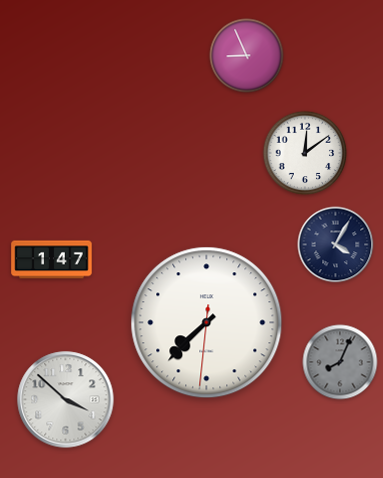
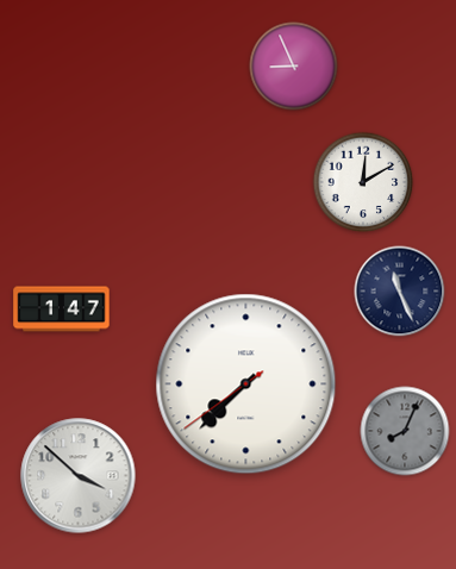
clock at (305, 153): 12:09 -> 12:10
clock at (336, 245): 4:05 -> 11:26
clock at (207, 323): 7:37:31 -> 7:37:39
